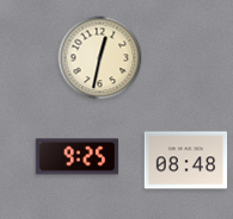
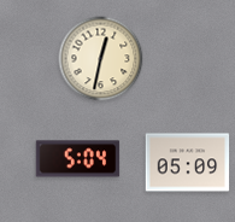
clock at (78, 157): 9:25 -> 5:04
clock at (186, 161): 08:48 -> 05:09
